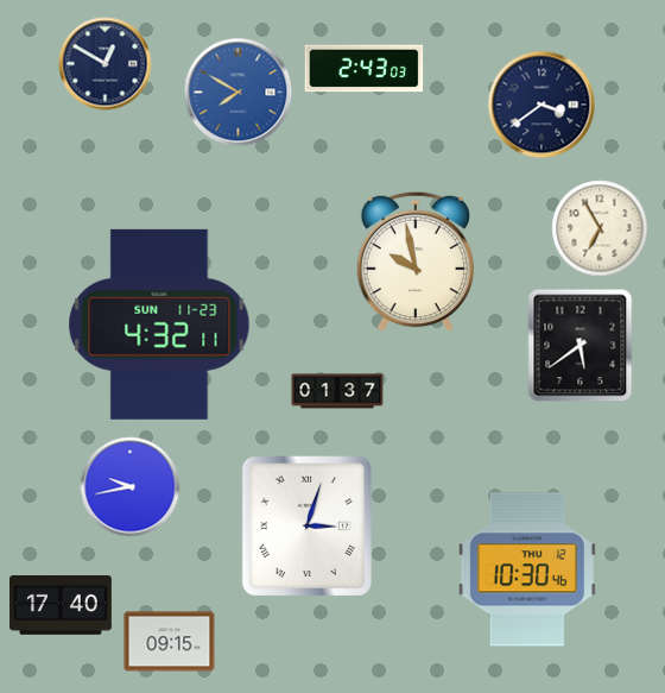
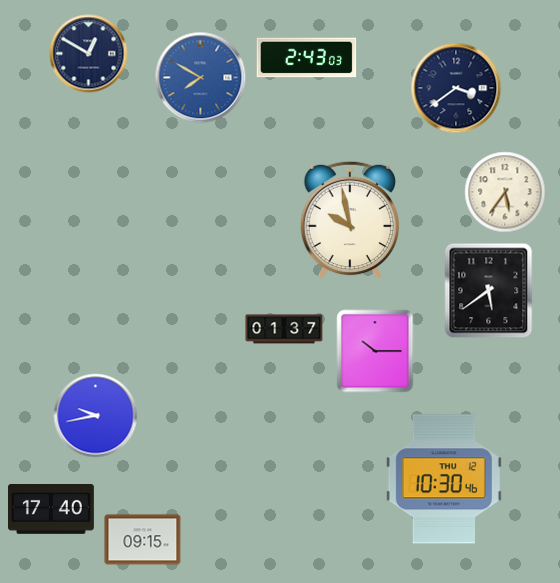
clock at (600, 228): 6:55 -> 5:36
clock at (159, 325): 4:32 -> none
clock at (375, 351): none -> 10:15
clock at (131, 487) position: (131, 487) -> (96, 416)
clock at (308, 527): 3:03 -> none
